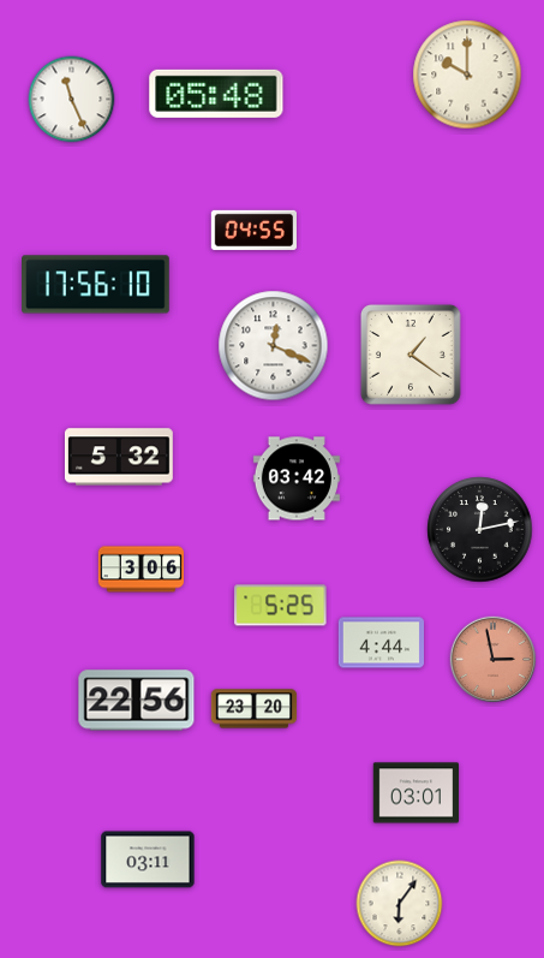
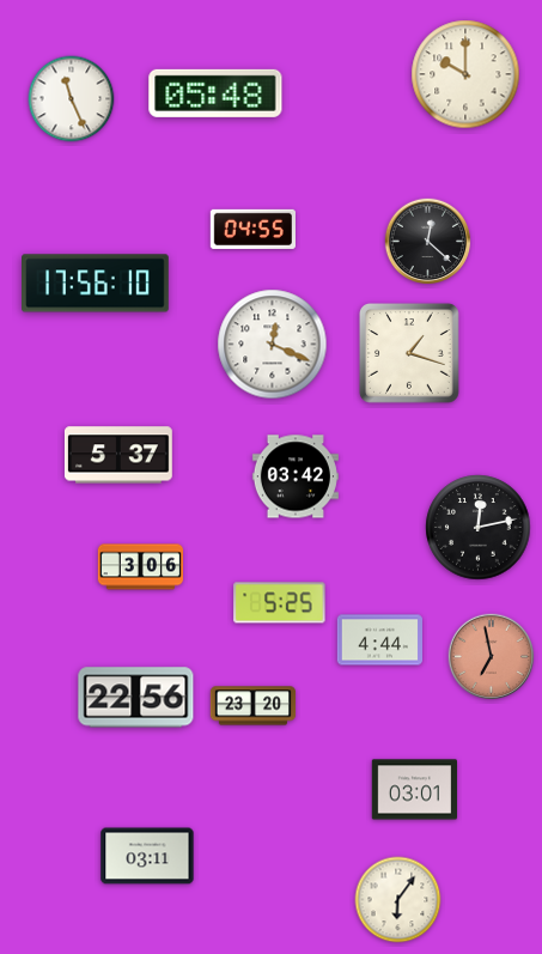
clock at (428, 242): none -> 12:22
clock at (412, 356): 1:21 -> 1:18
clock at (119, 457): 5:32 -> 5:37
clock at (494, 660): 2:58 -> 6:58
